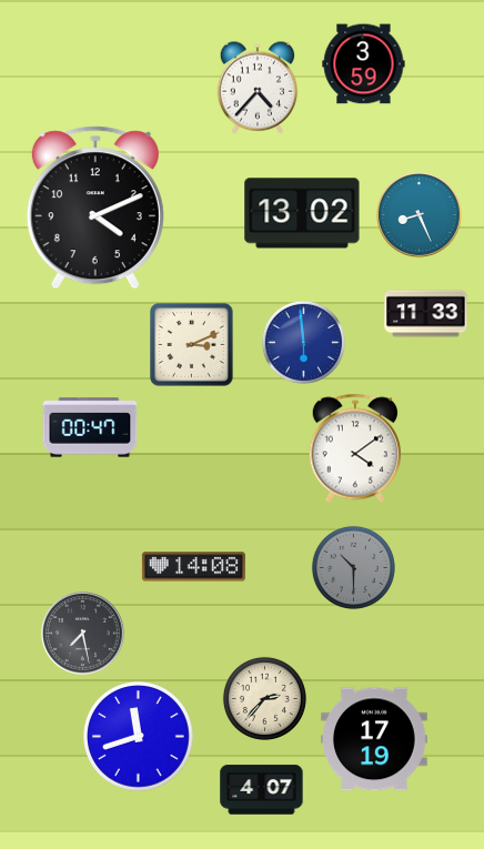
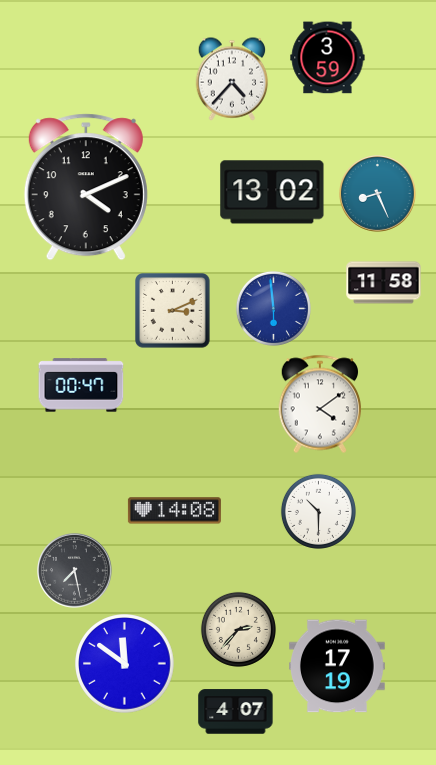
clock at (426, 314): 11:33 -> 11:58
clock at (353, 567) dial: grey -> white
clock at (139, 737): 11:42 -> 11:51
